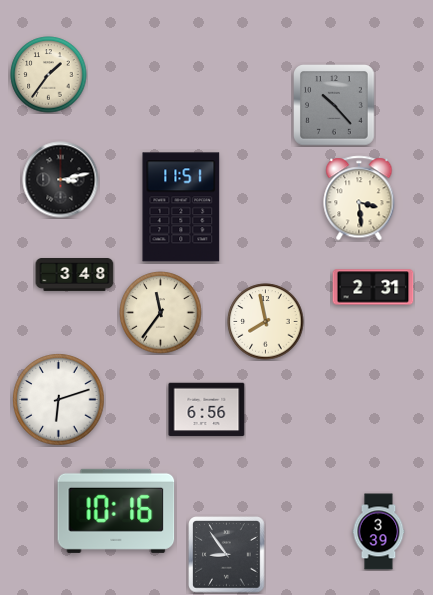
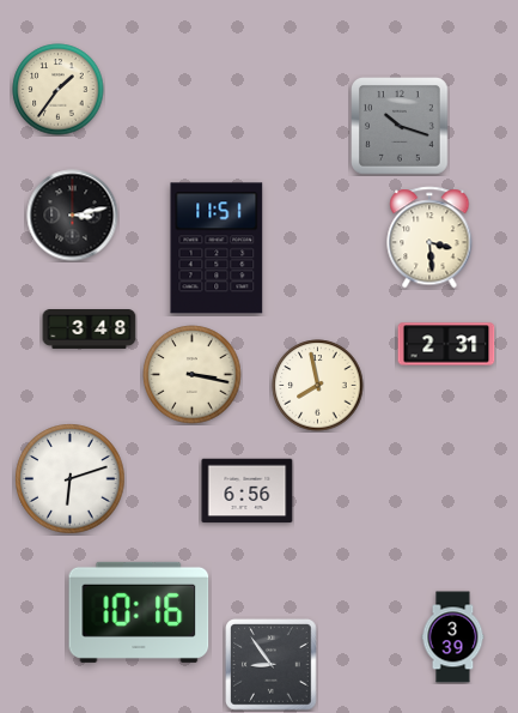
clock at (335, 106): 10:23 -> 10:18
clock at (161, 313): 11:36 -> 3:17
